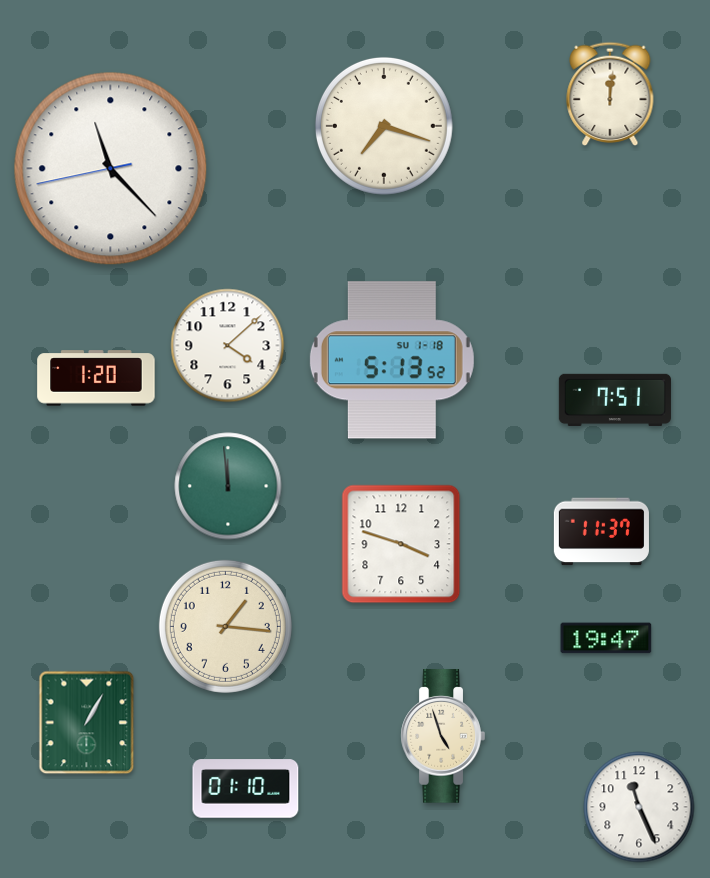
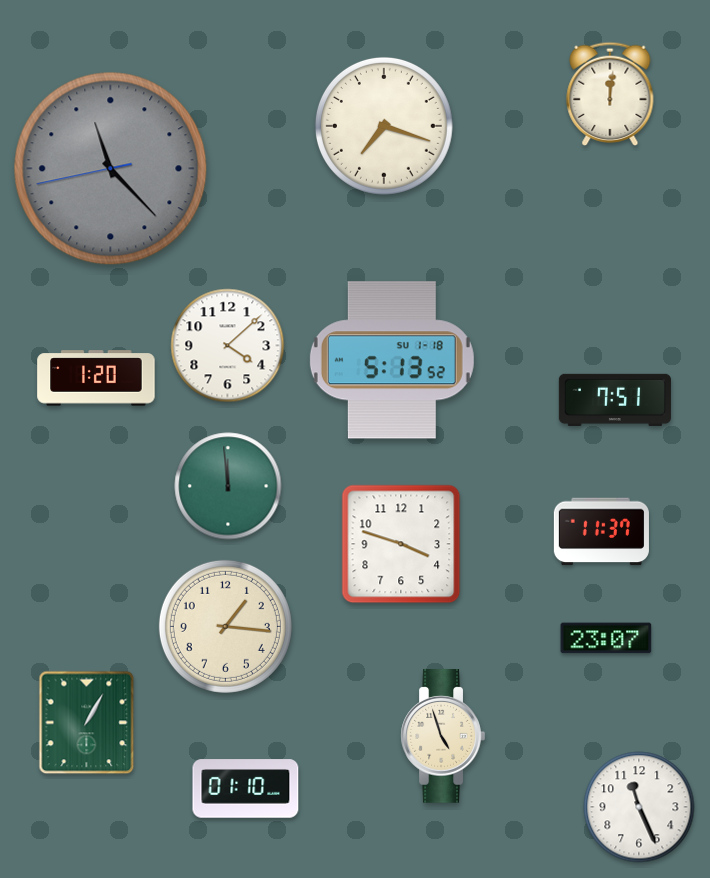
clock at (111, 169) dial: white -> grey
clock at (606, 638): 19:47 -> 23:07
